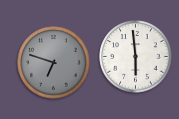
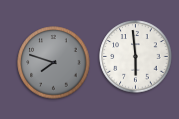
clock at (54, 63): 6:48 -> 7:48
